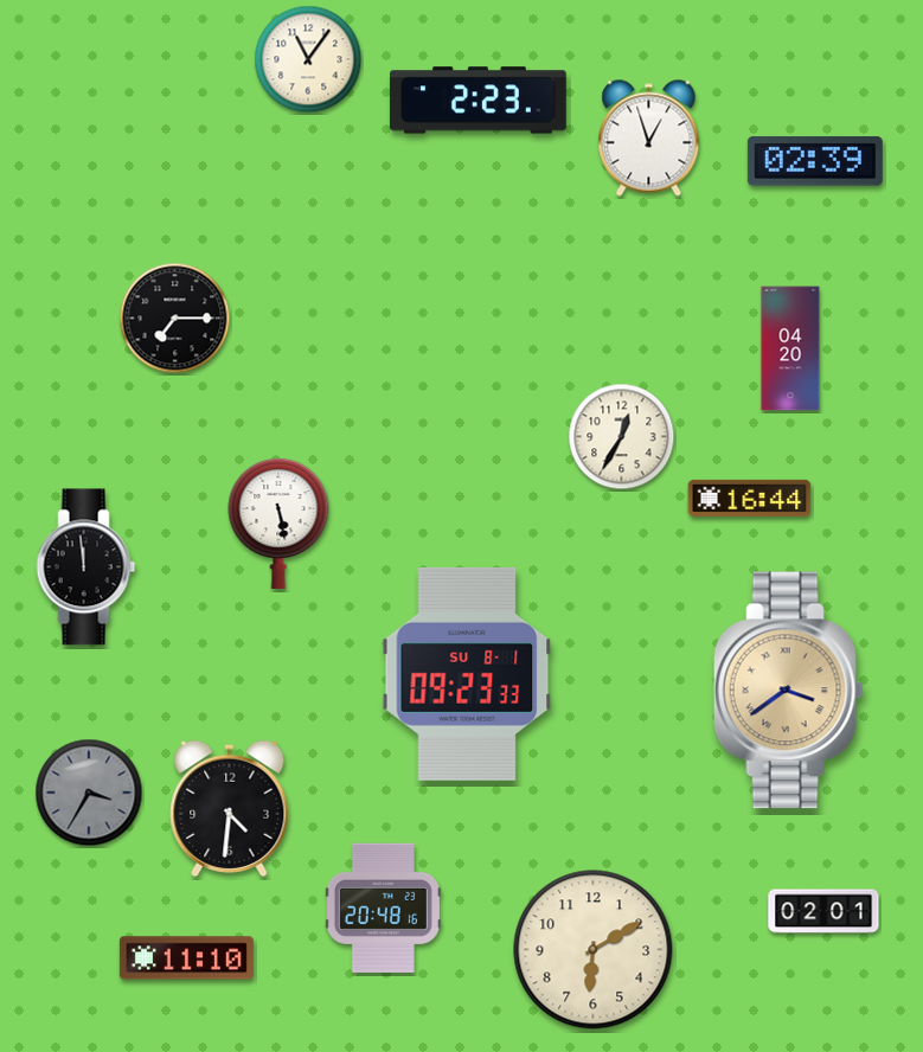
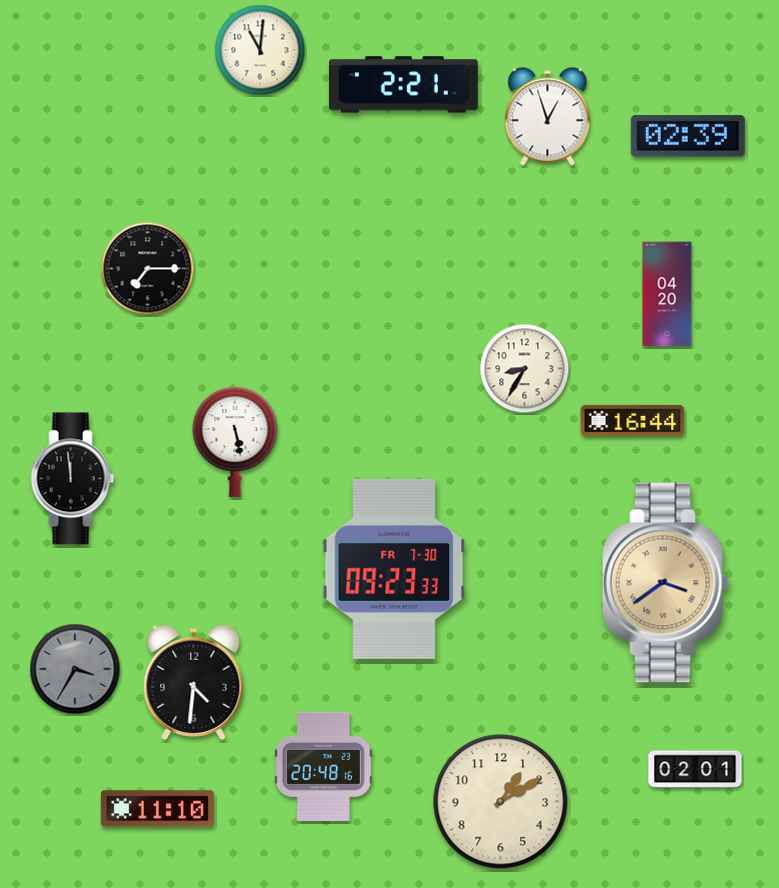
clock at (308, 59): 11:06 -> 11:01
clock at (479, 101): 2:23 -> 2:21
clock at (622, 437): 12:35 -> 8:35
clock at (467, 674) date: SU 8-1 -> FR 7-30
clock at (594, 950): 6:10 -> 1:10
